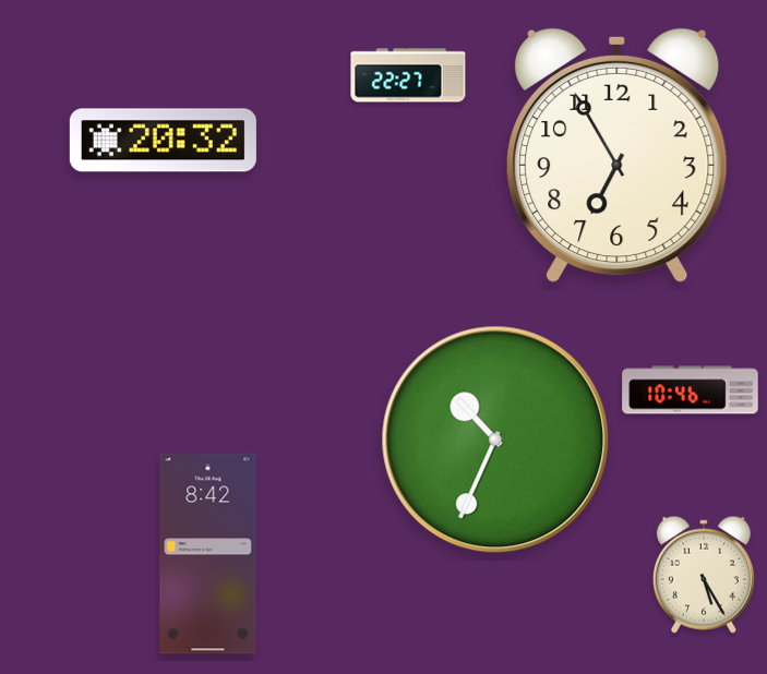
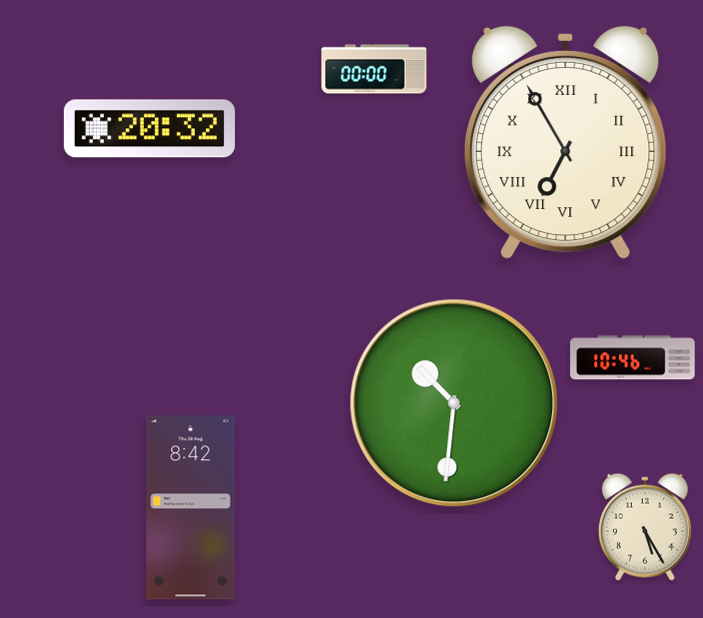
clock at (408, 75): 22:27 -> 00:00
clock at (618, 156) numerals: Arabic -> Roman
clock at (495, 440): 10:34 -> 10:31
